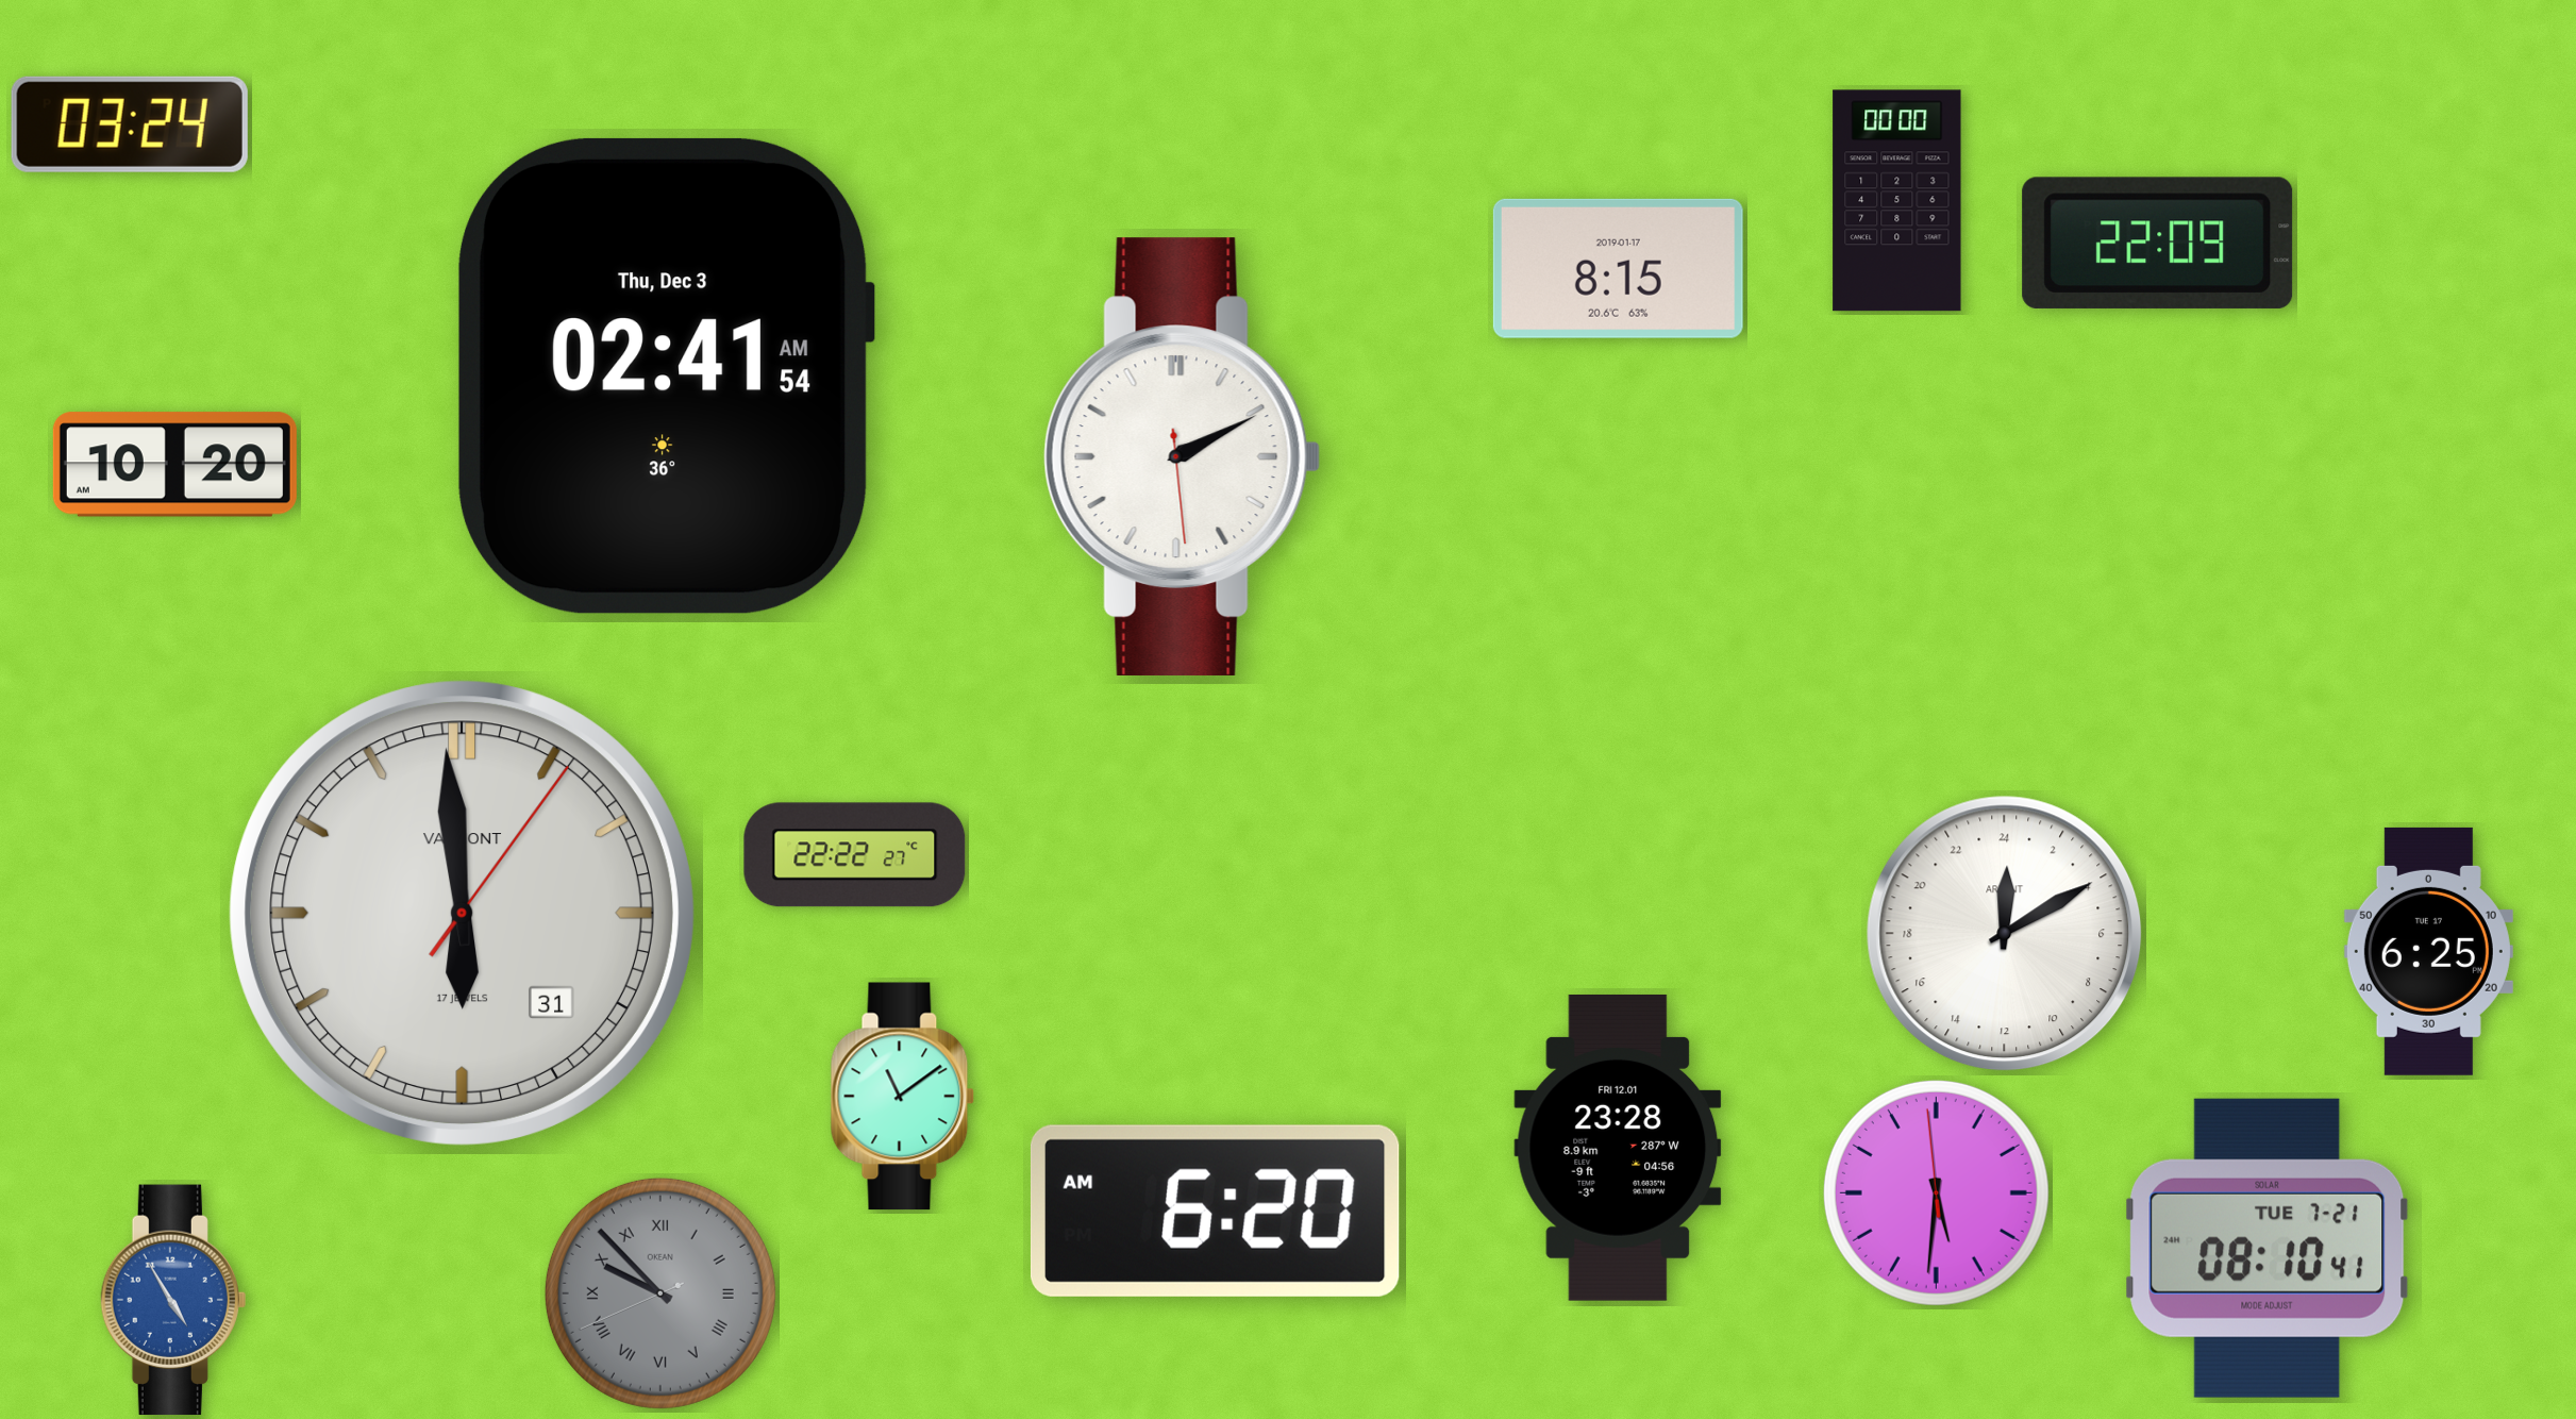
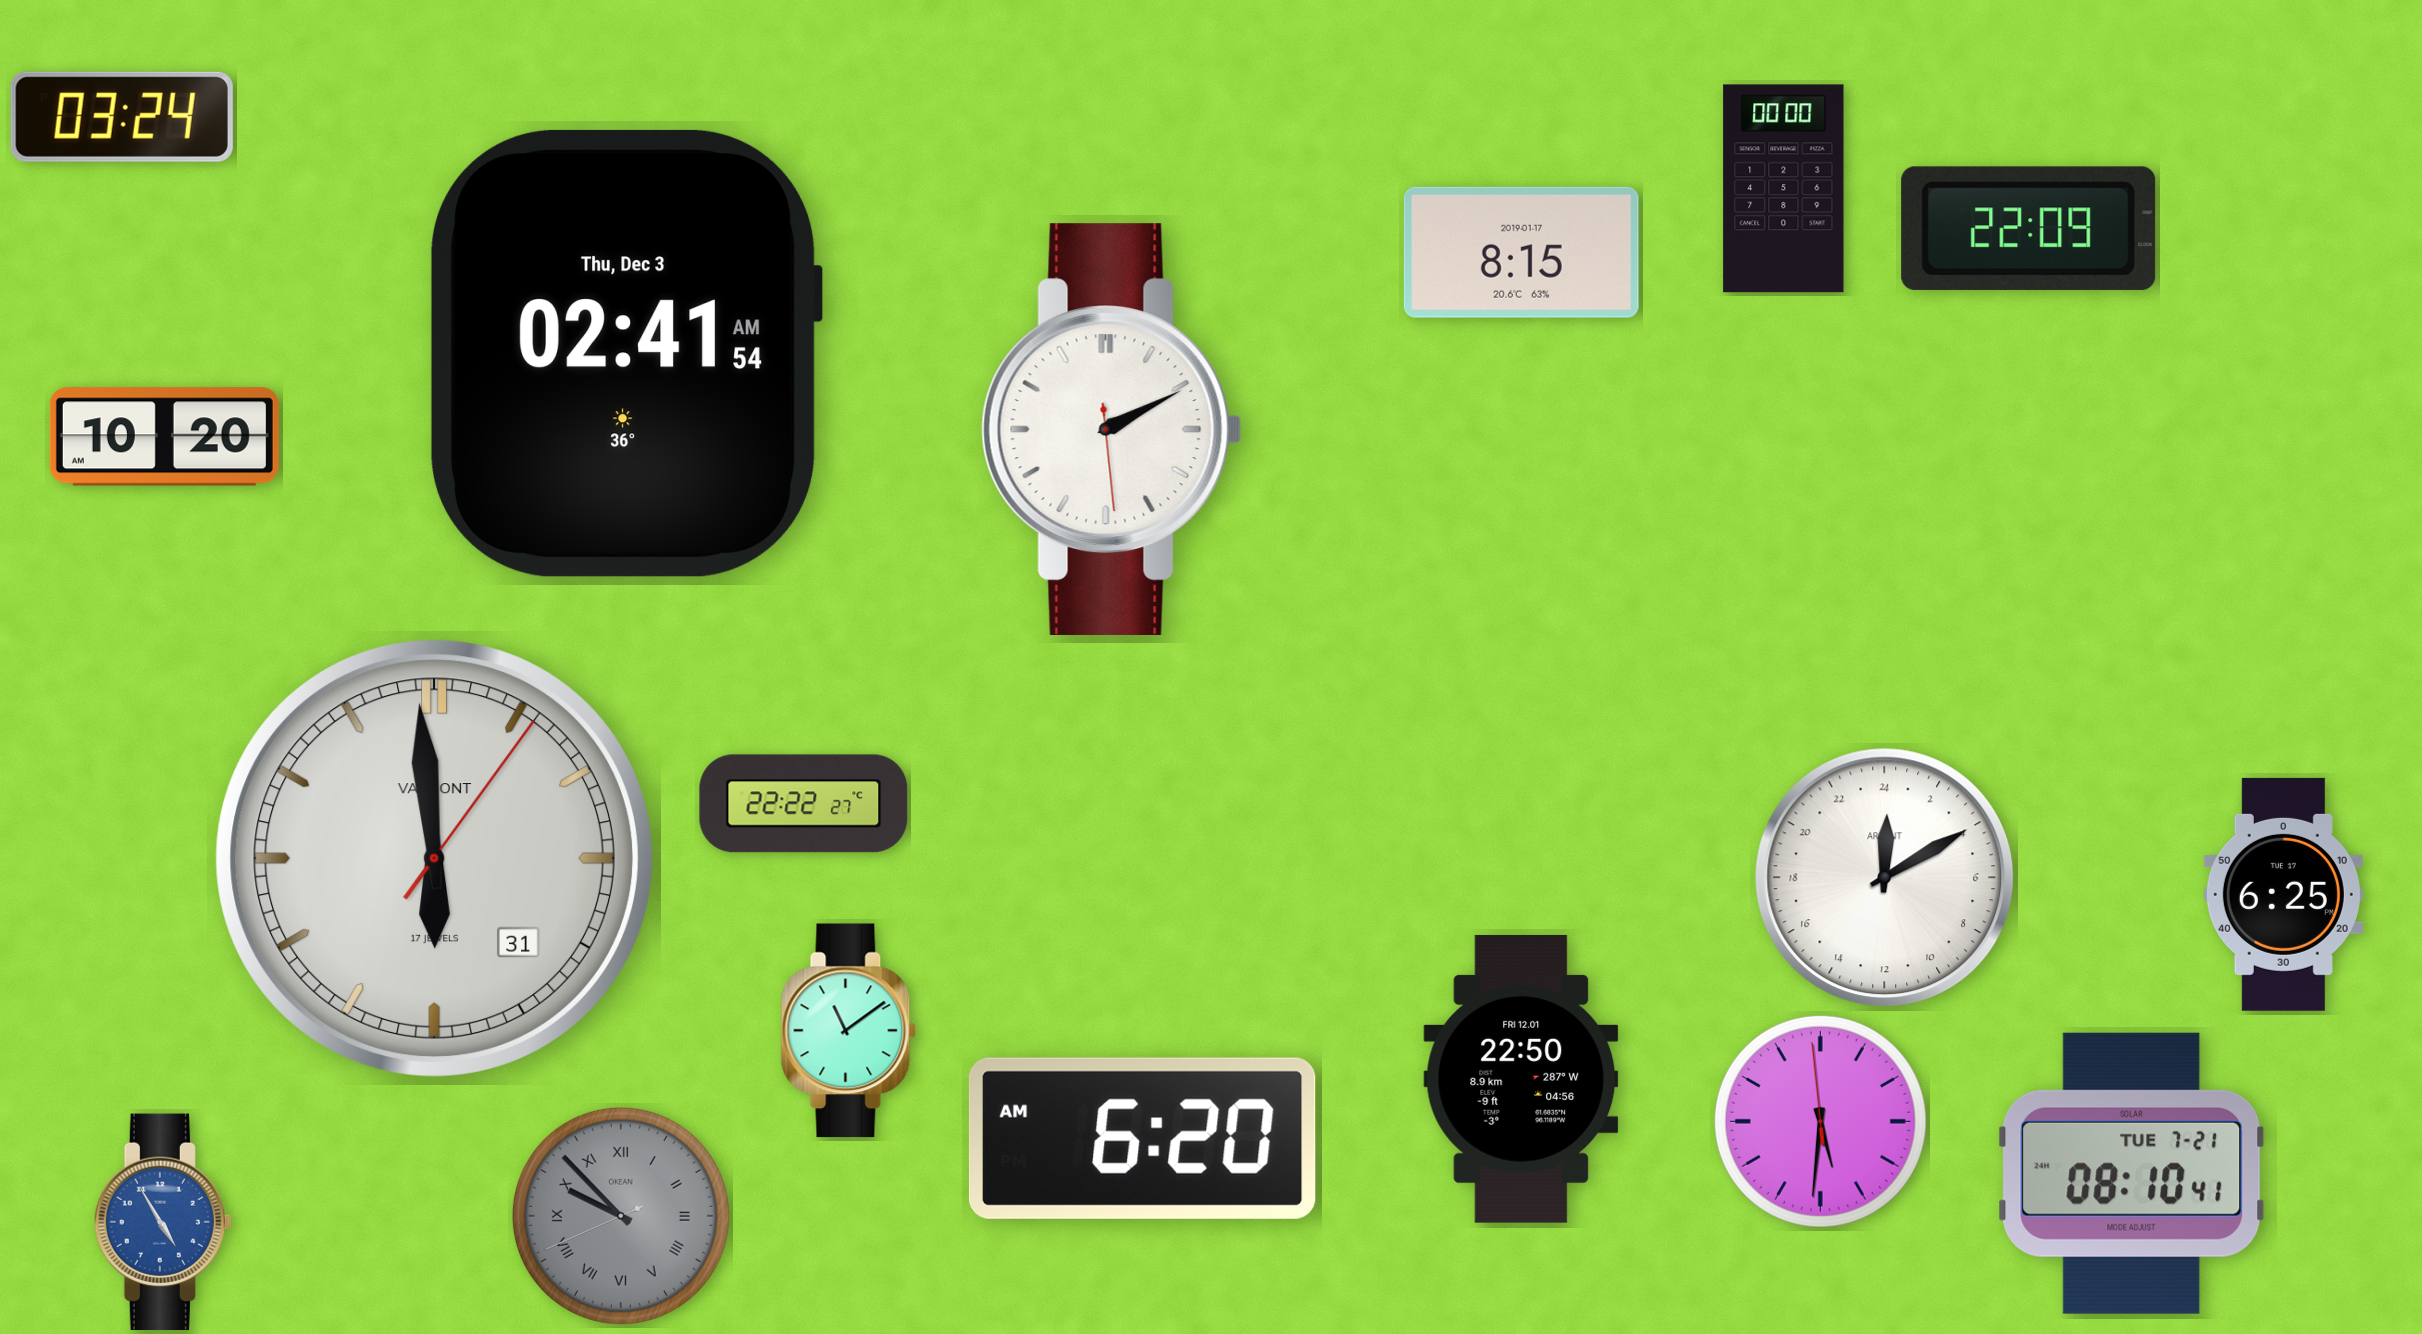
clock at (1618, 1148): 23:28 -> 22:50
